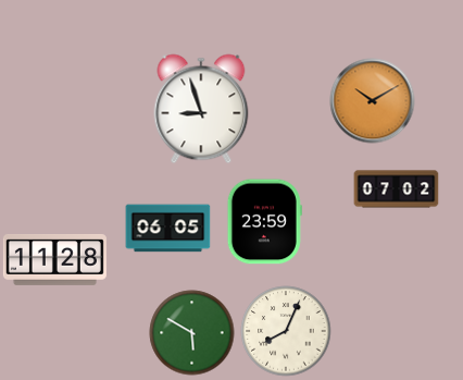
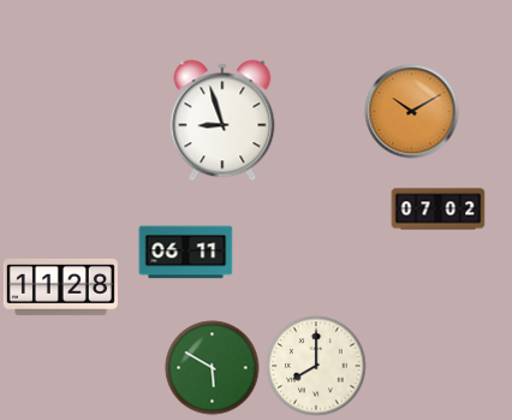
clock at (264, 221): 23:59 -> none
clock at (167, 229): 06:05 -> 06:11
clock at (286, 331): 8:04 -> 8:00
